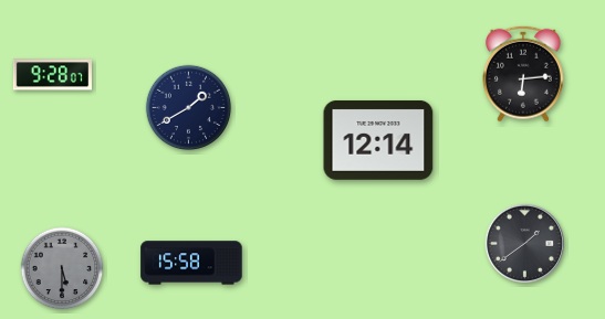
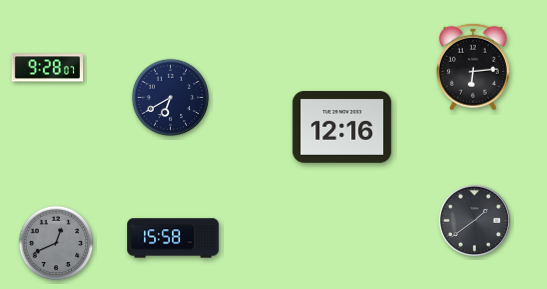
clock at (189, 108): 1:40 -> 6:40
clock at (378, 140): 12:14 -> 12:16
clock at (62, 268): 5:30 -> 12:41
